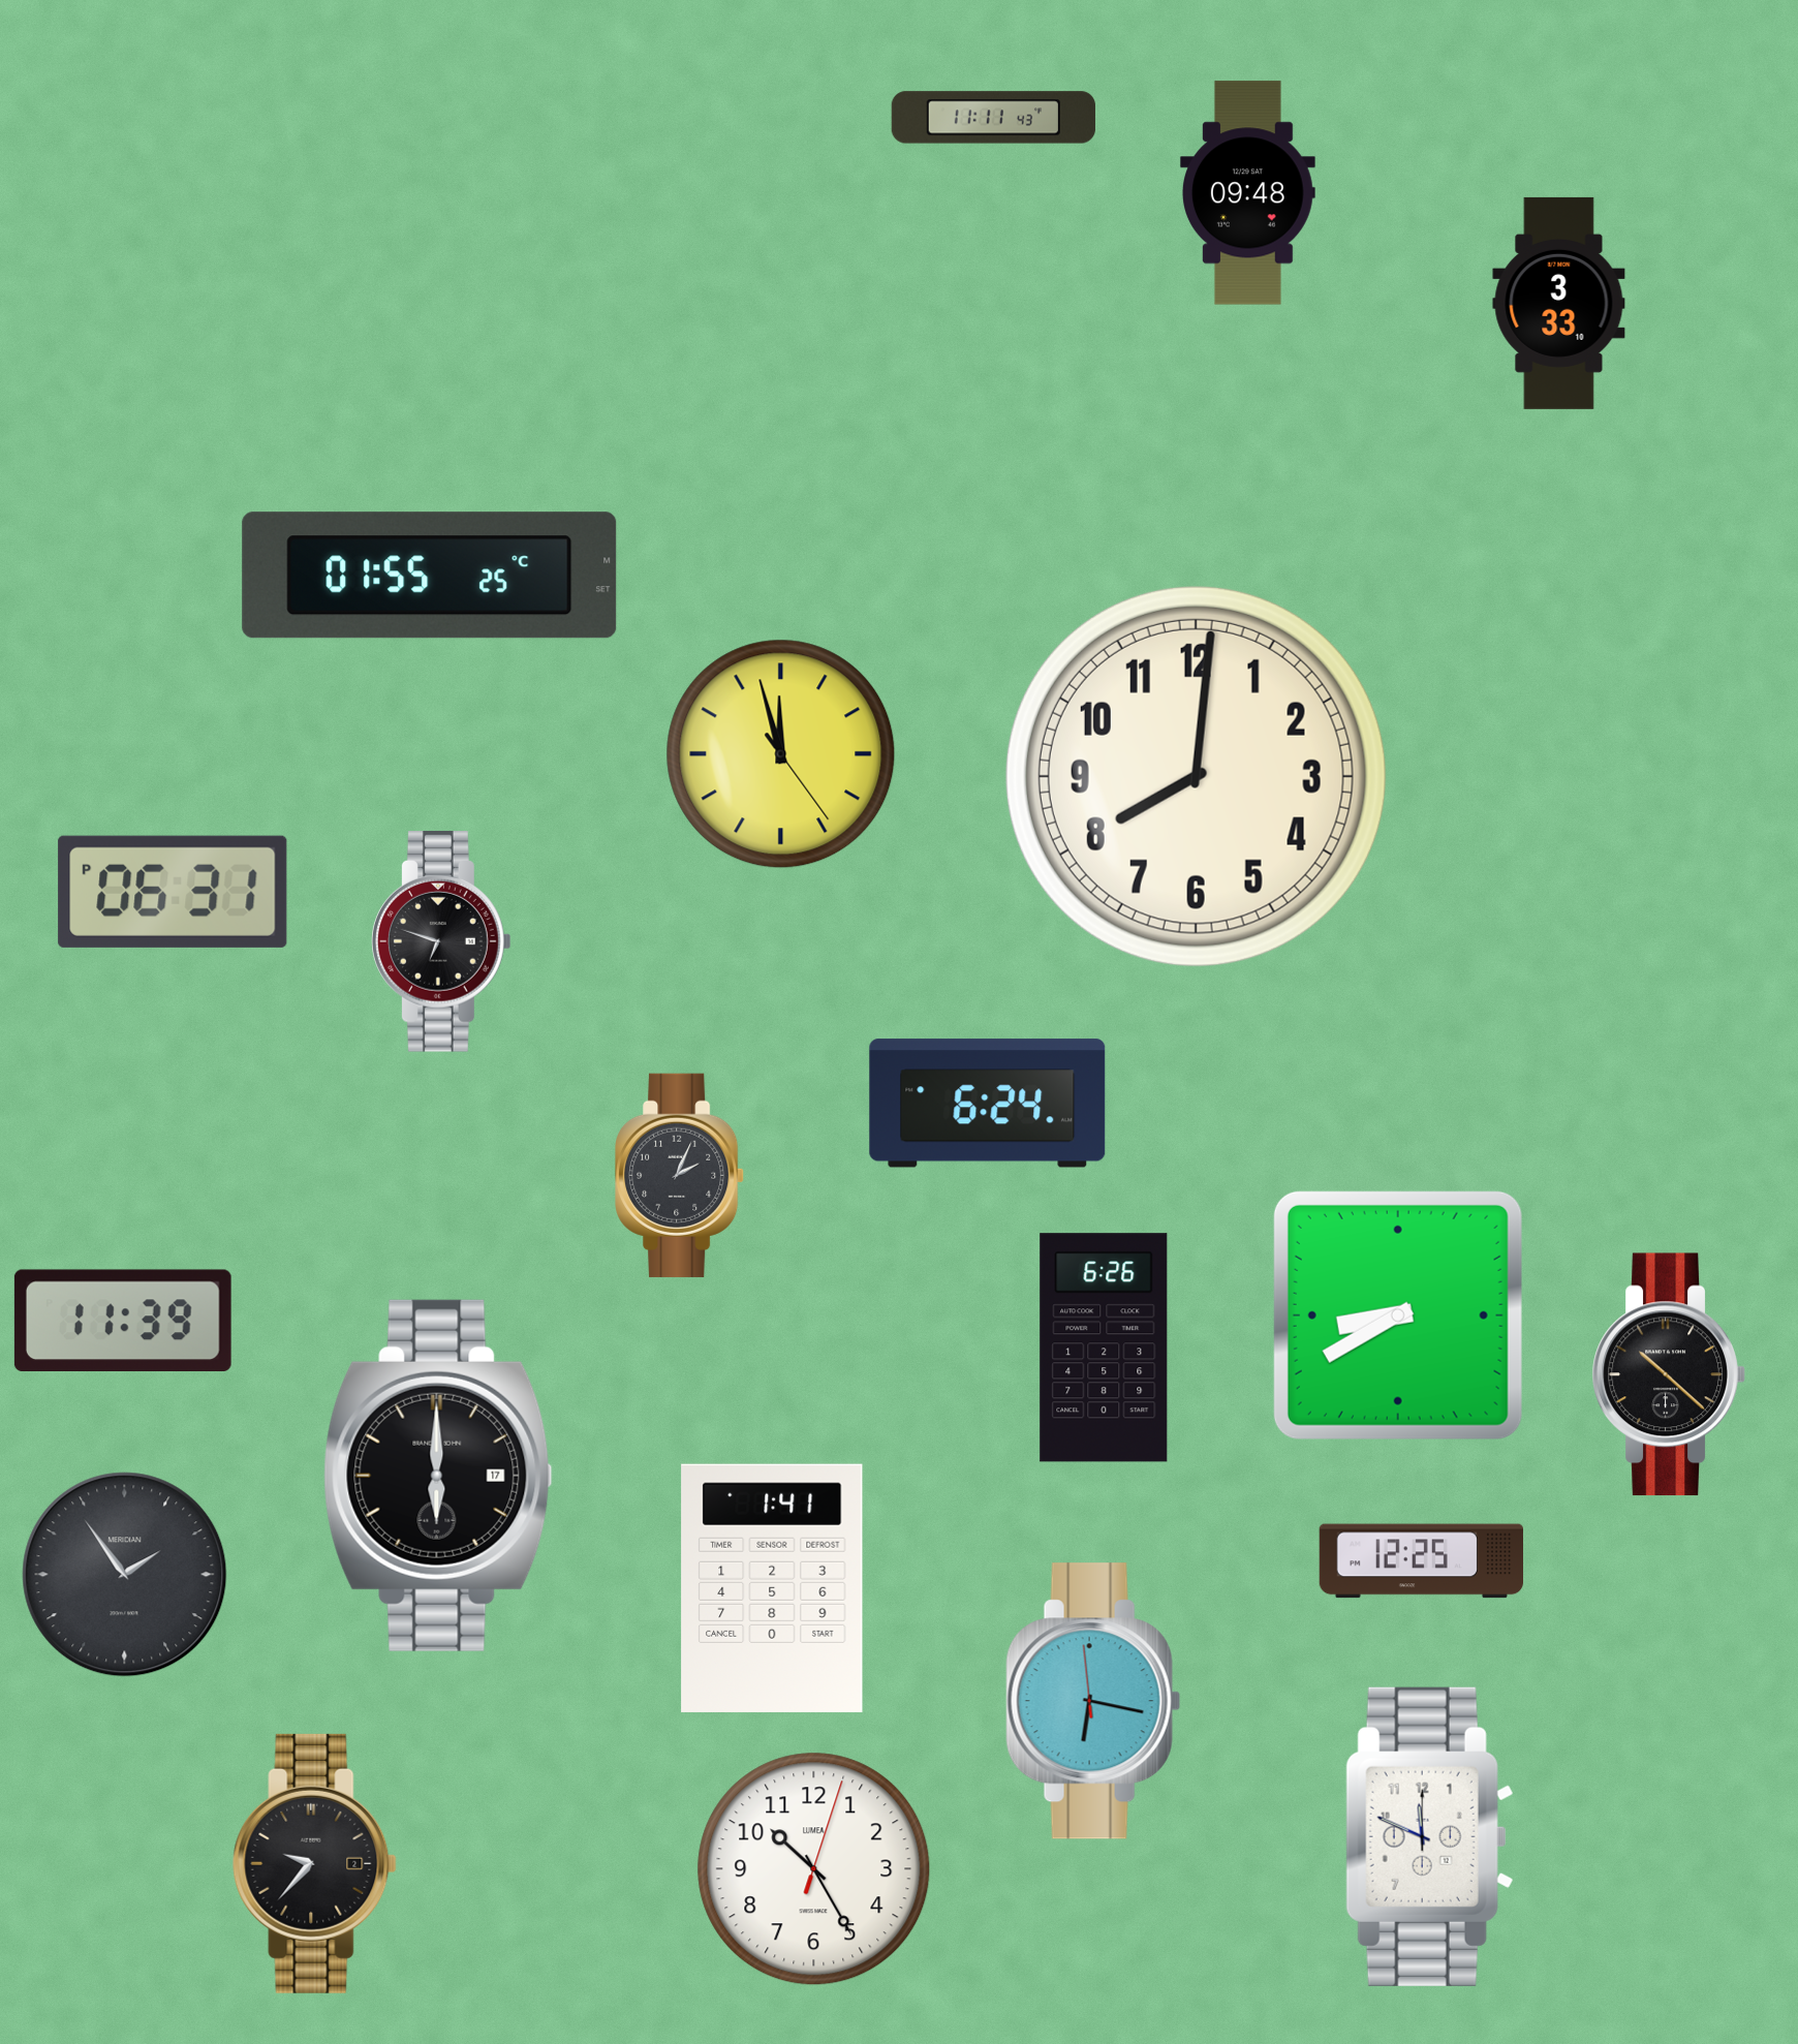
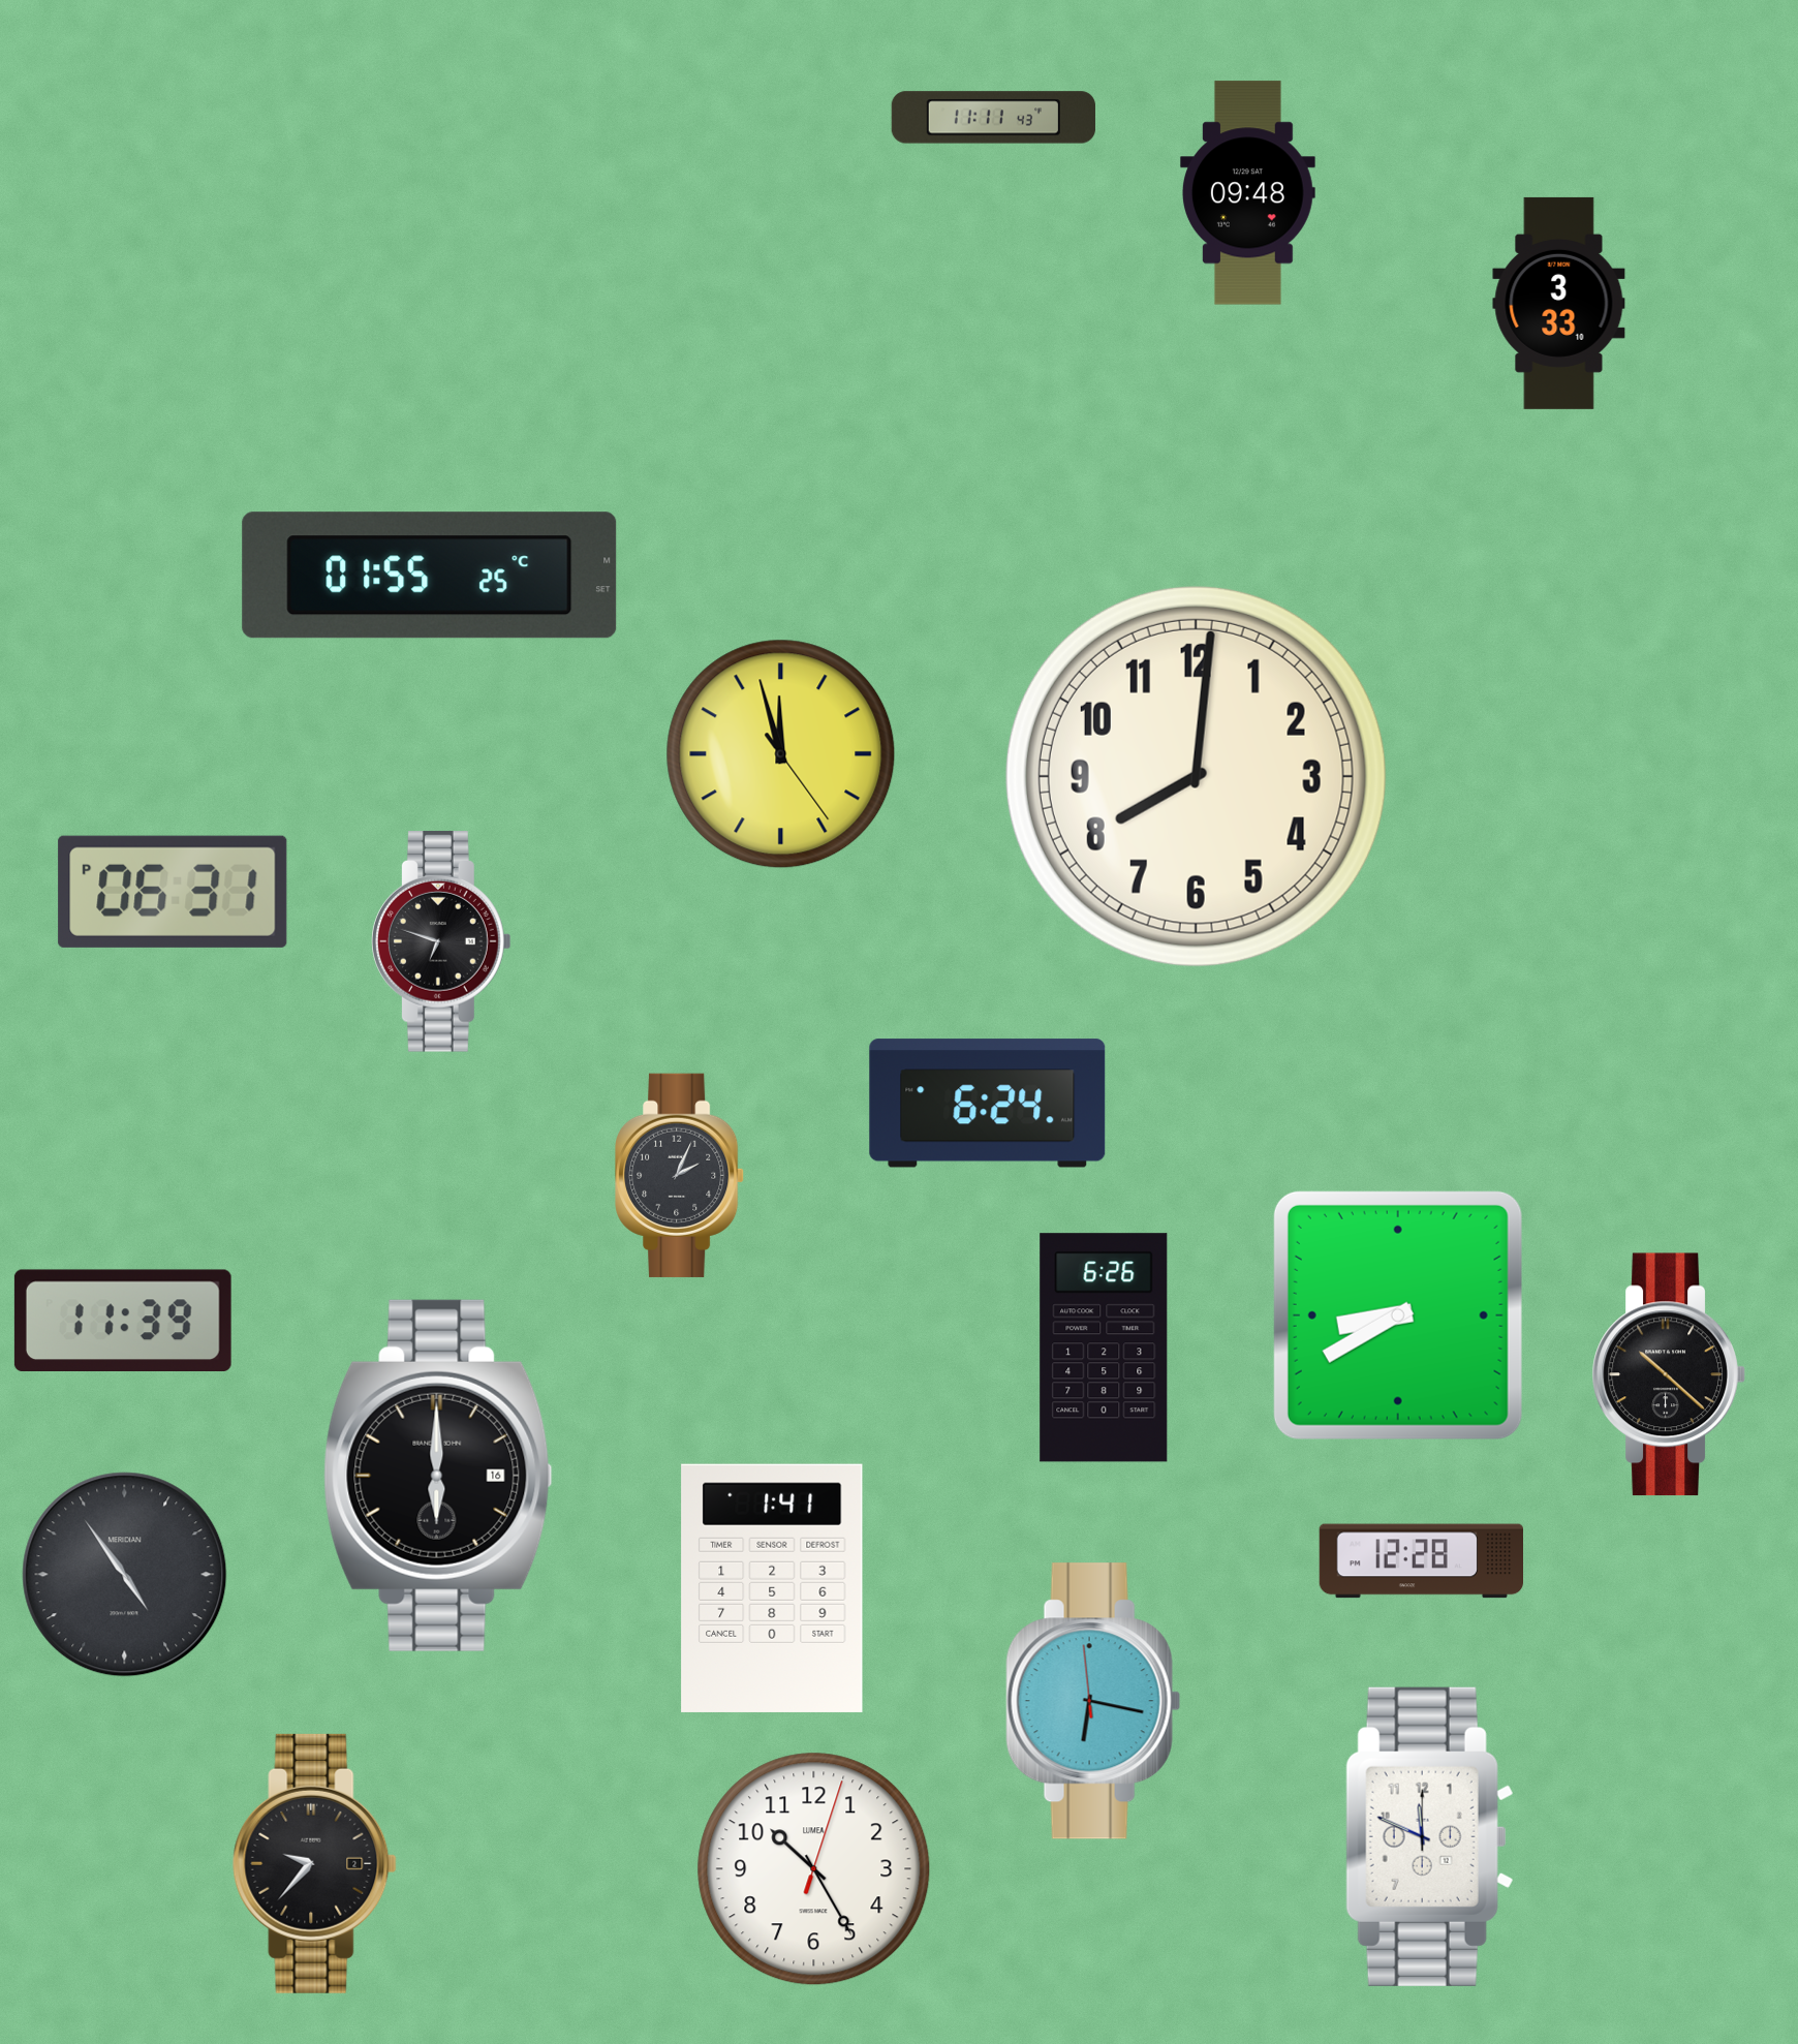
clock at (438, 1476) date: 17 -> 16
clock at (1421, 1561): 12:25 -> 12:28
clock at (125, 1575): 1:54 -> 4:54
